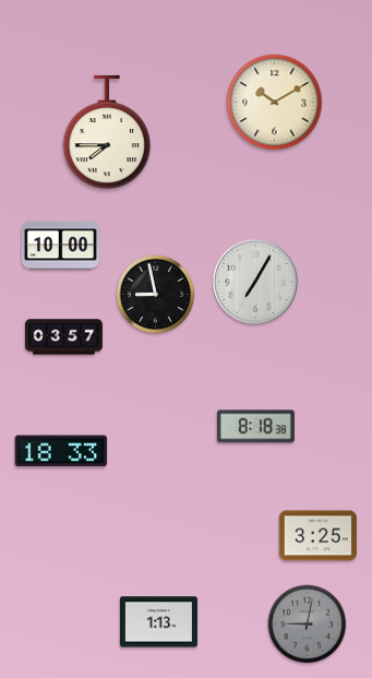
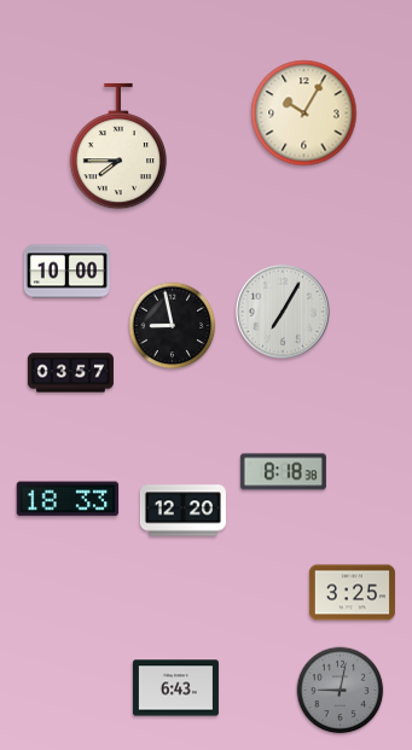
clock at (275, 103): 10:10 -> 10:05
clock at (182, 511): none -> 12:20
clock at (158, 622): 1:13 -> 6:43
